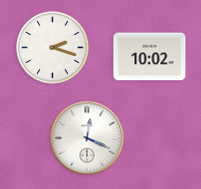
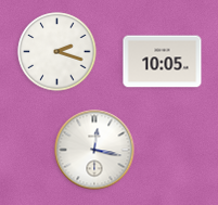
clock at (150, 57): 10:02 -> 10:05
clock at (87, 138): 12:19 -> 12:17
